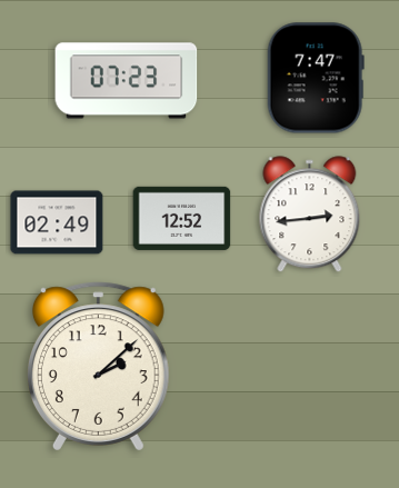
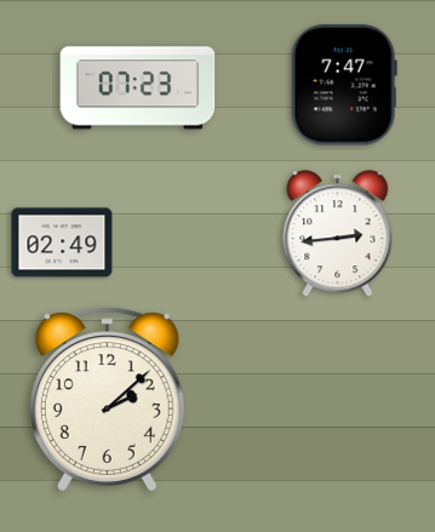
clock at (182, 218): 12:52 -> none
